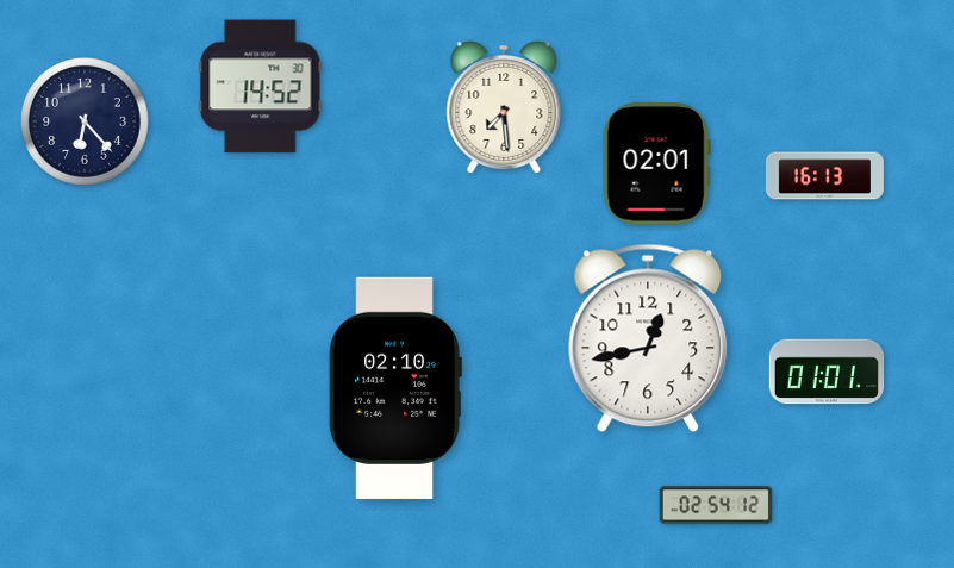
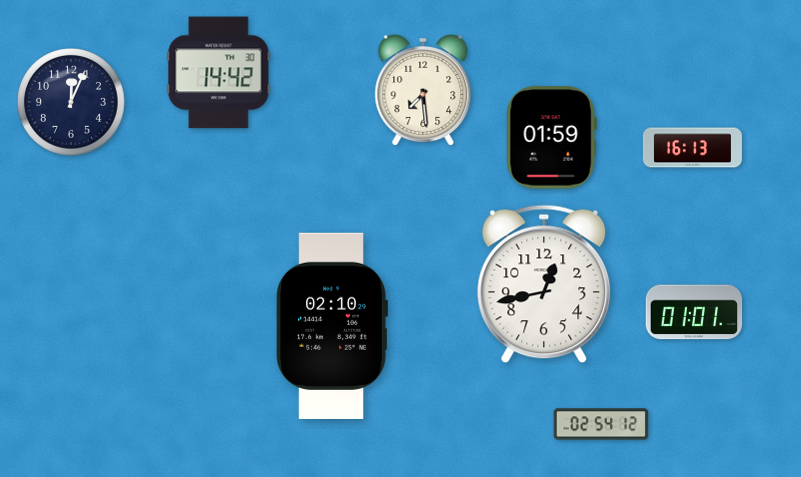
clock at (261, 87): 14:52 -> 14:42
clock at (86, 123): 6:23 -> 12:04
clock at (656, 164): 02:01 -> 01:59
